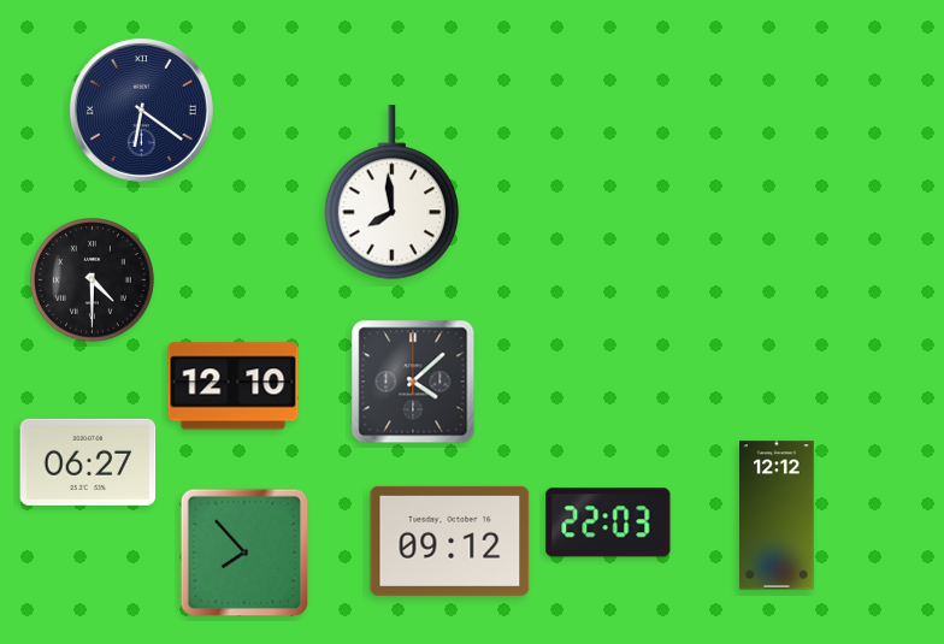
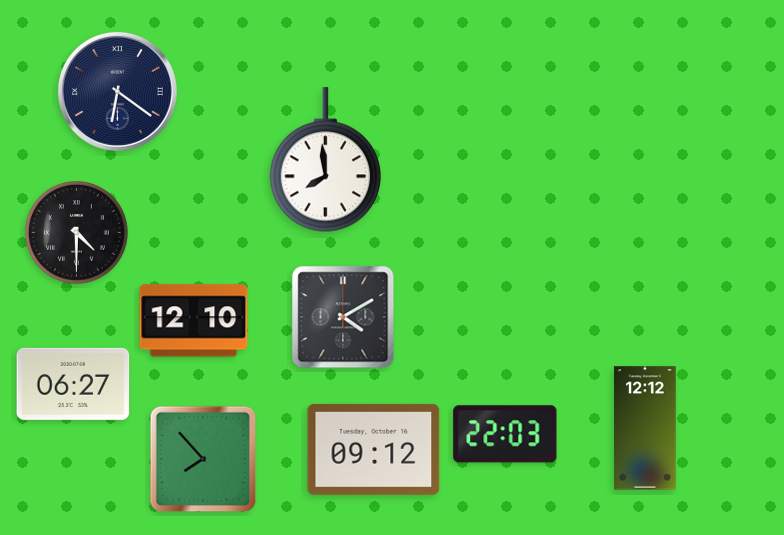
clock at (413, 382): 4:08 -> 4:10
